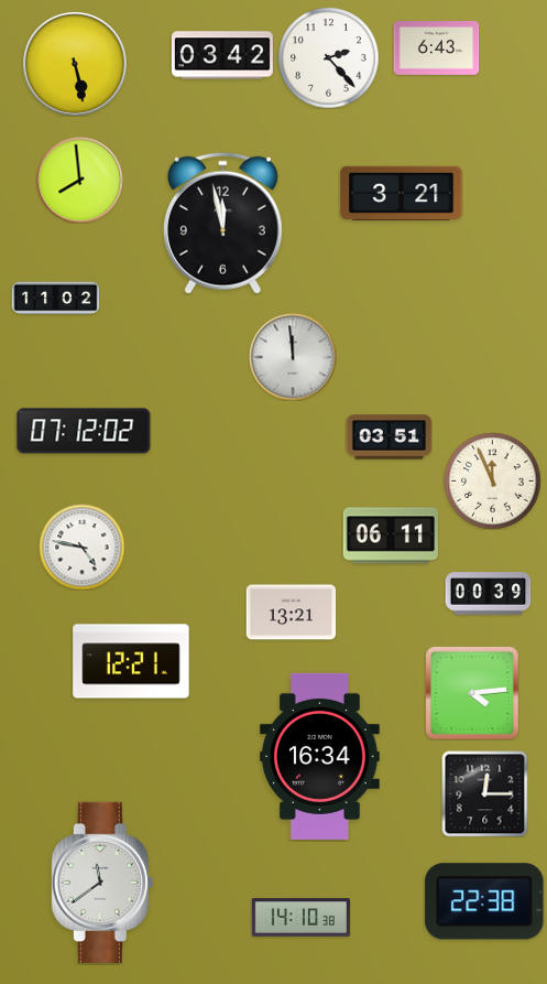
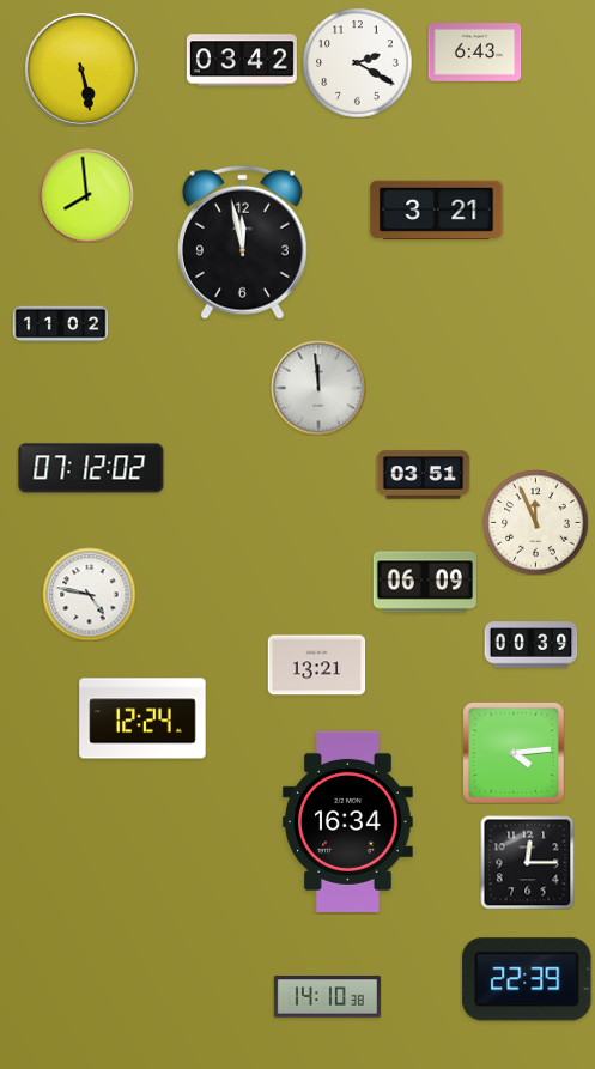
clock at (328, 57): 2:23 -> 2:20
clock at (391, 536): 06:11 -> 06:09
clock at (131, 661): 12:21 -> 12:24
clock at (102, 883): 11:39 -> none
clock at (484, 901): 22:38 -> 22:39
